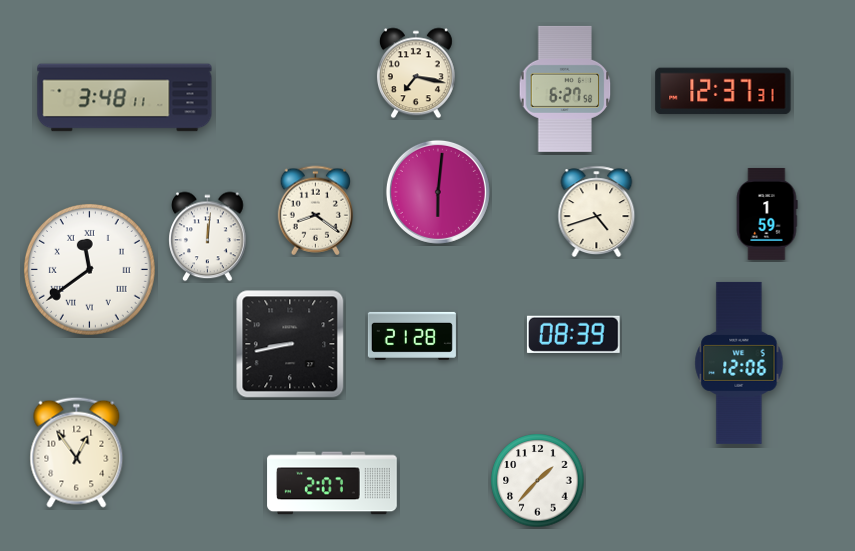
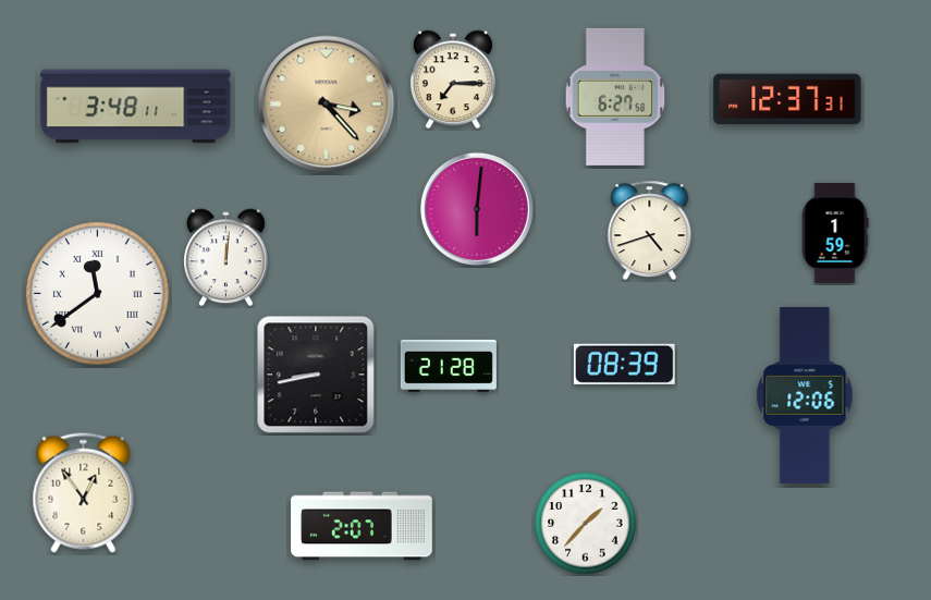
clock at (416, 73): 7:17 -> 7:15
clock at (327, 105): none -> 3:23
clock at (315, 211): 8:21 -> none
